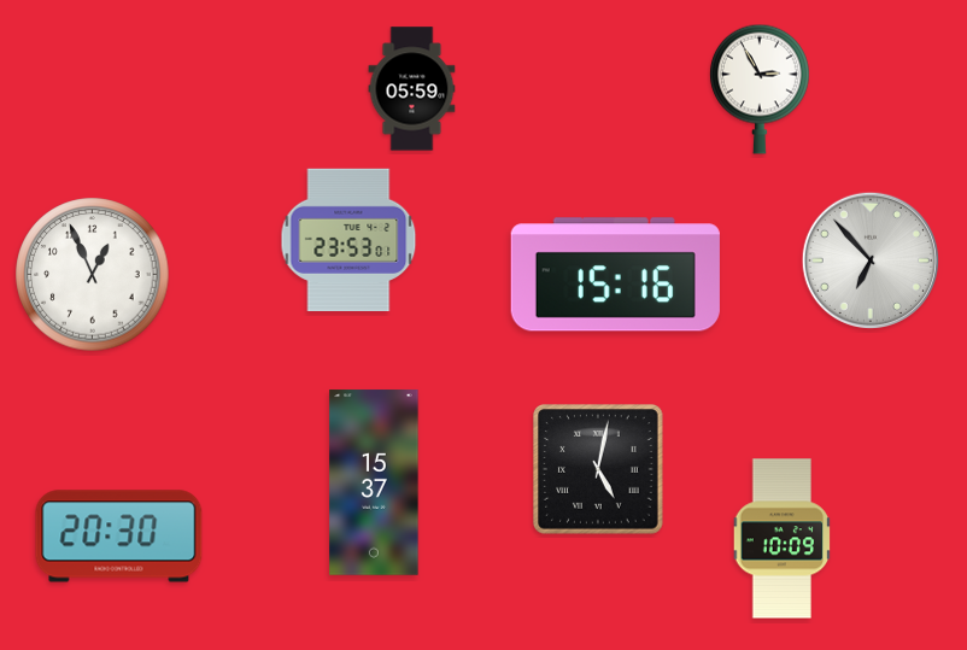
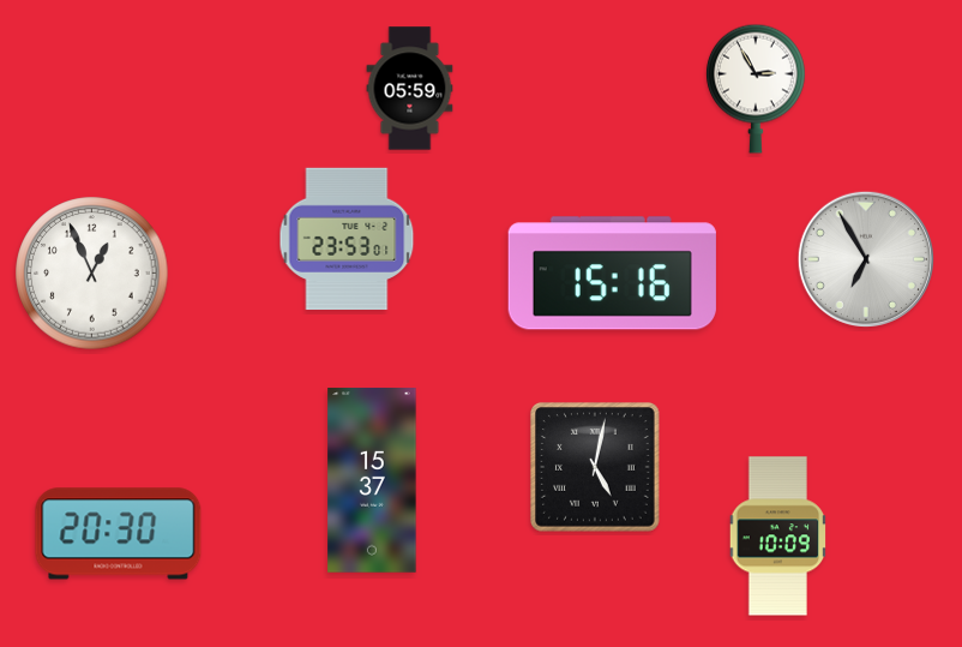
clock at (869, 259): 6:53 -> 6:55
